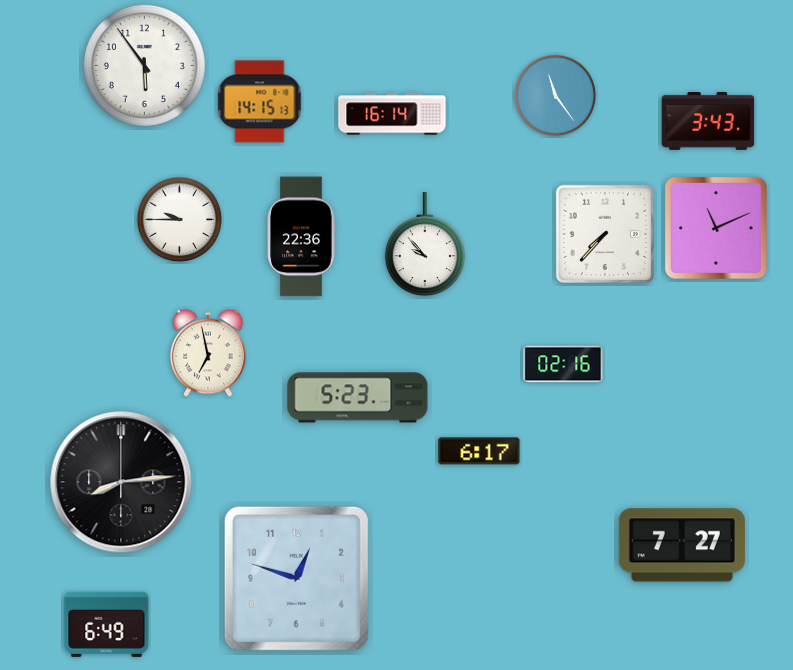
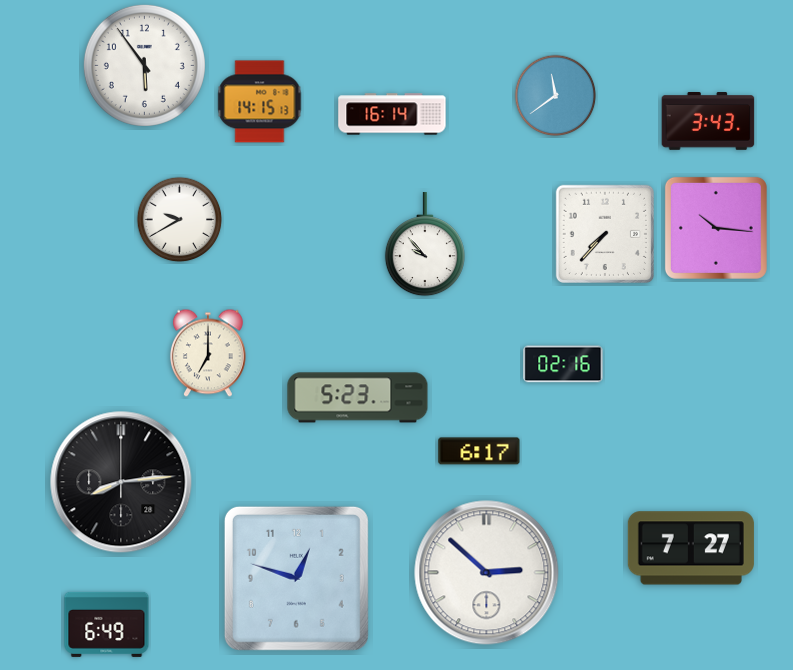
clock at (556, 96): 11:24 -> 11:39
clock at (180, 220): 9:45 -> 9:40
clock at (716, 228): 11:11 -> 10:16
clock at (301, 237): 22:36 -> none
clock at (208, 353): 6:58 -> 7:00
clock at (682, 545) position: (682, 545) -> (691, 548)
clock at (487, 573): none -> 2:52
